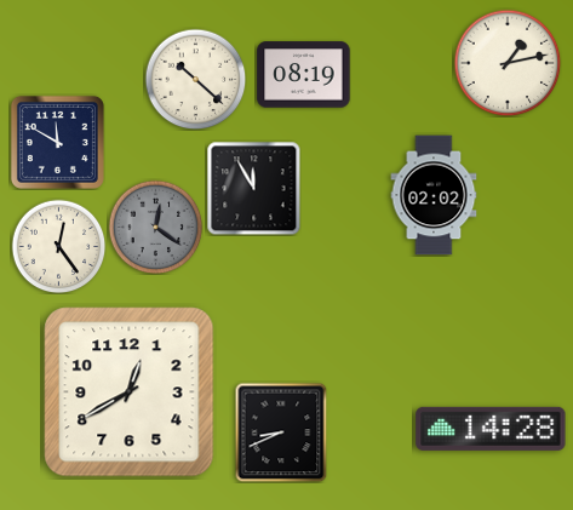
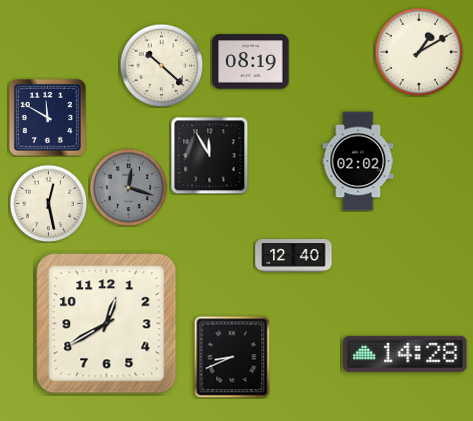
clock at (508, 63): 1:13 -> 1:10
clock at (155, 227): 12:21 -> 12:18
clock at (58, 246): 12:24 -> 12:28
clock at (294, 256): none -> 12:40
